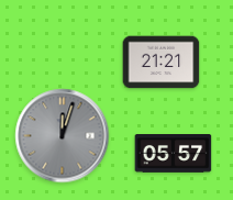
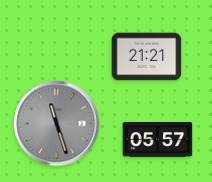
clock at (63, 136): 12:03 -> 11:27
